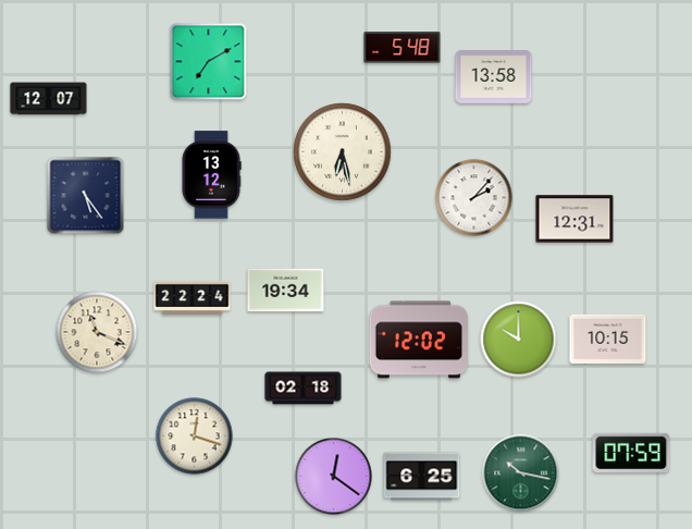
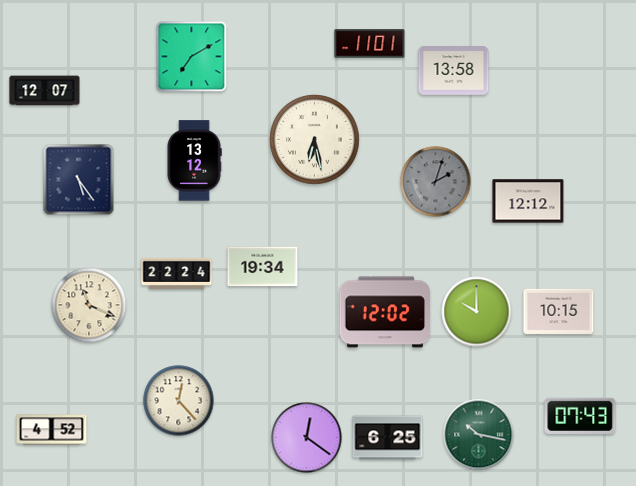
clock at (403, 48): 5:48 -> 11:01
clock at (474, 198): 2:07 -> 2:03
clock at (474, 198) dial: white -> grey
clock at (574, 219): 12:31 -> 12:12
clock at (304, 389): 02:18 -> none
clock at (195, 436): 12:18 -> 12:23
clock at (631, 453): 07:59 -> 07:43
clock at (52, 430): none -> 4:52
